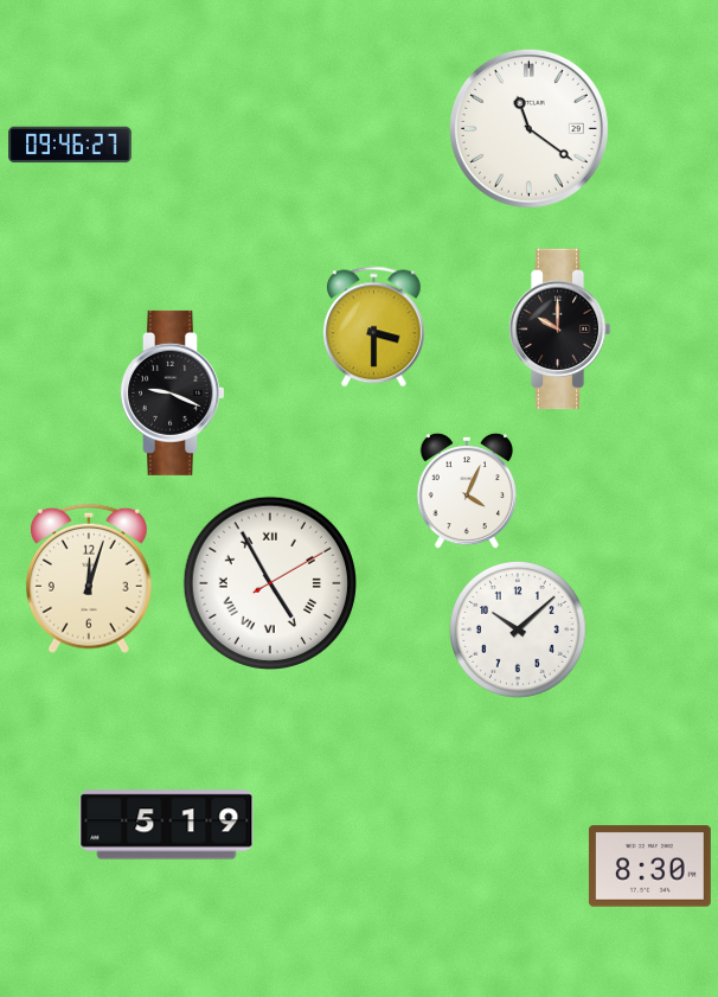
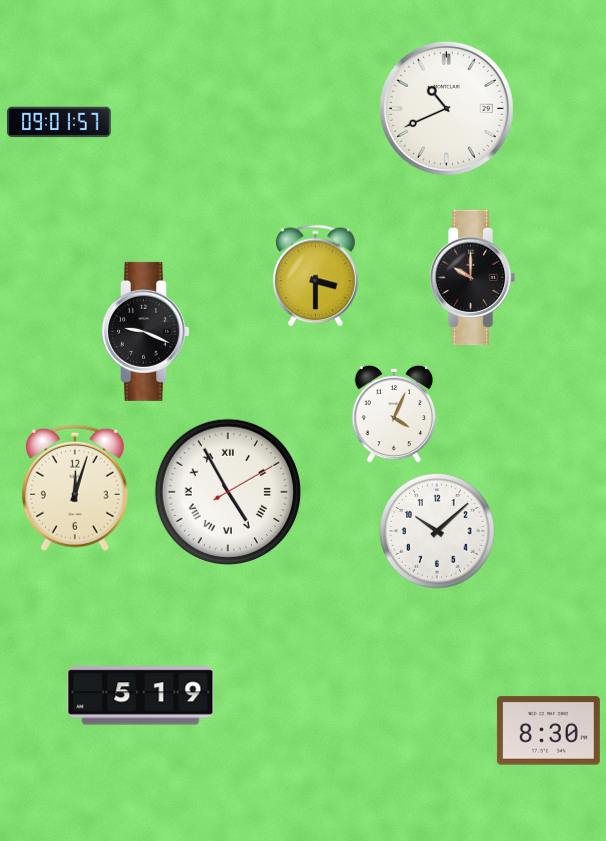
clock at (528, 128): 11:21 -> 10:41
clock at (70, 145): 09:46 -> 09:01
